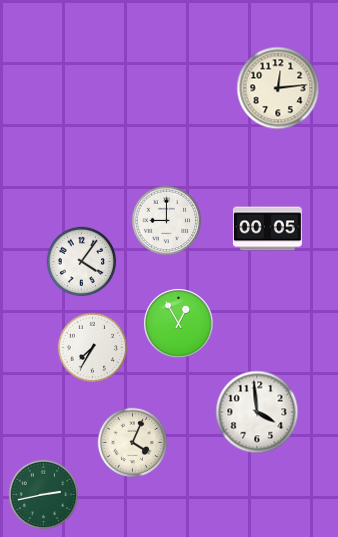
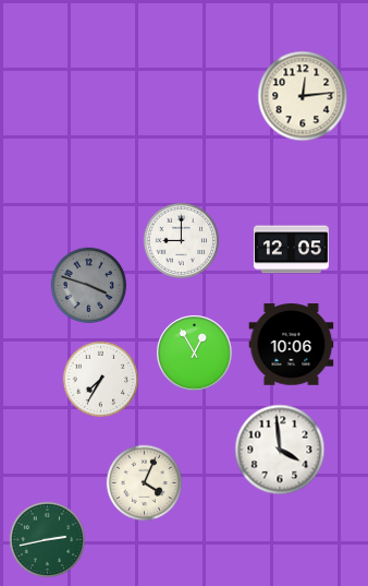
clock at (267, 229): 00:05 -> 12:05
clock at (82, 262): 4:06 -> 3:48
clock at (82, 262) dial: white -> grey
clock at (292, 345): none -> 10:06
